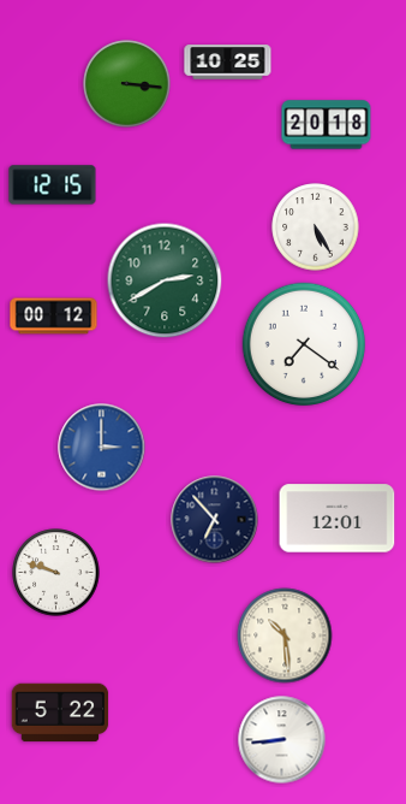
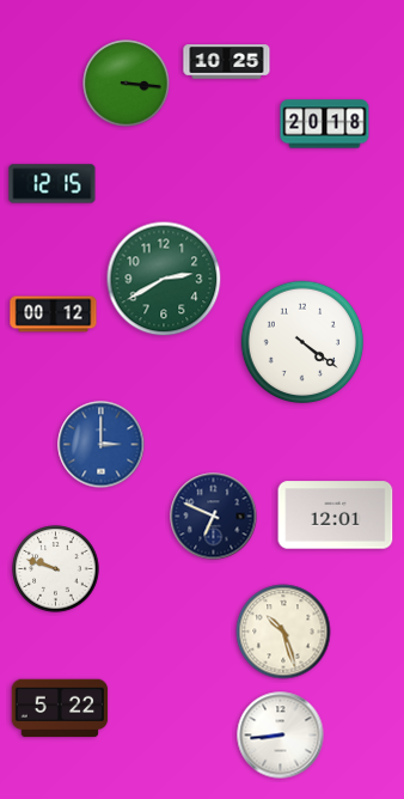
clock at (316, 227): 5:25 -> none
clock at (304, 344): 7:21 -> 4:21
clock at (215, 520): 6:53 -> 6:49
clock at (285, 635): 10:29 -> 10:27
